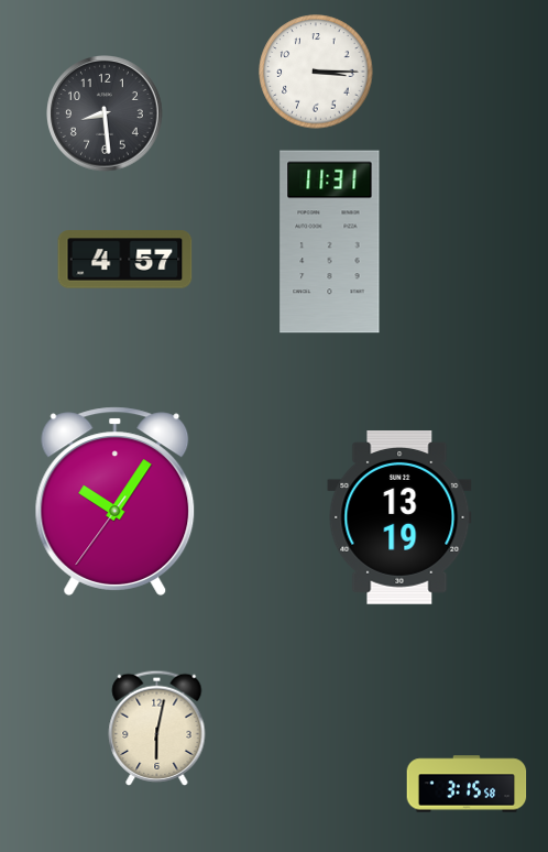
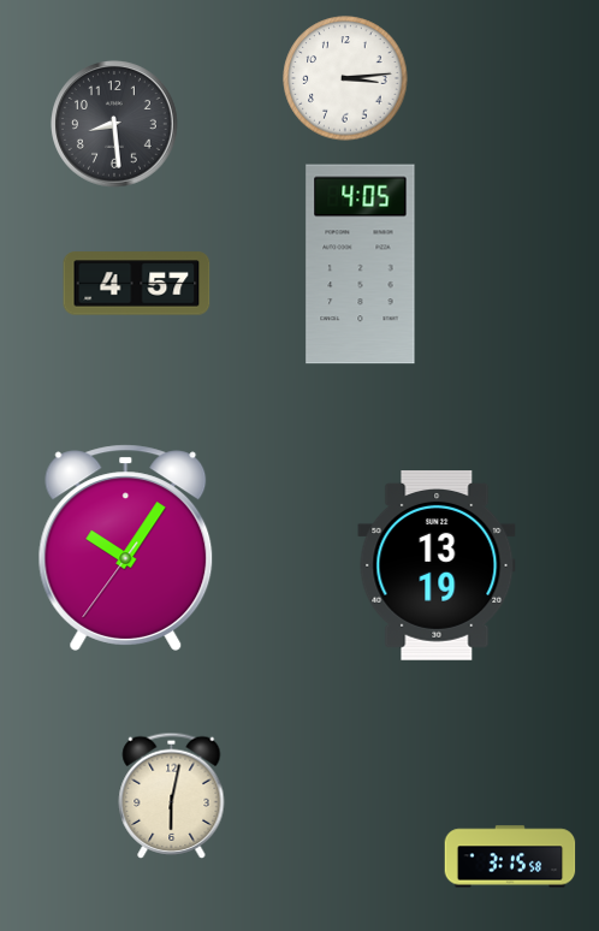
clock at (316, 72): 3:15 -> 3:14
clock at (330, 242): 11:31 -> 4:05
